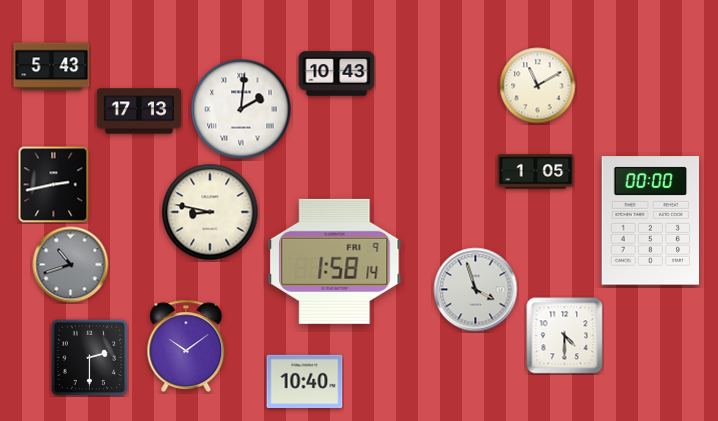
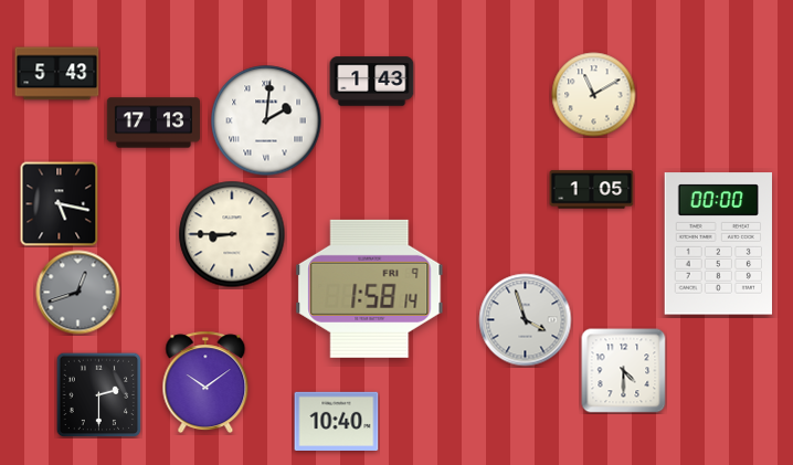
clock at (337, 74): 10:43 -> 1:43
clock at (54, 185): 2:43 -> 5:17
clock at (210, 212): 8:47 -> 8:45
clock at (71, 265): 10:42 -> 12:42
